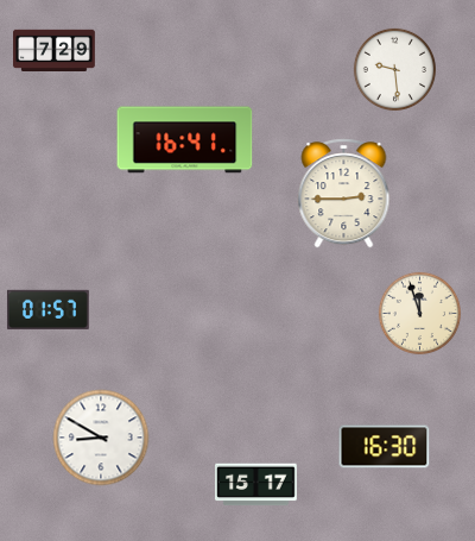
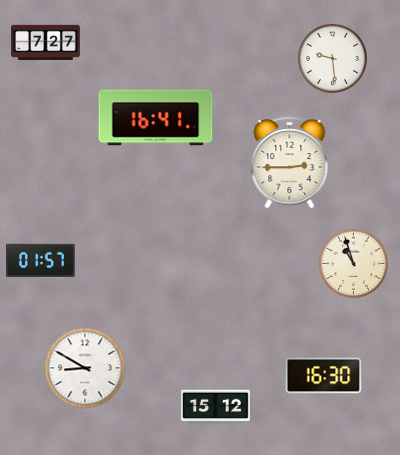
clock at (55, 50): 7:29 -> 7:27
clock at (419, 313): 11:57 -> 10:57
clock at (256, 485): 15:17 -> 15:12
